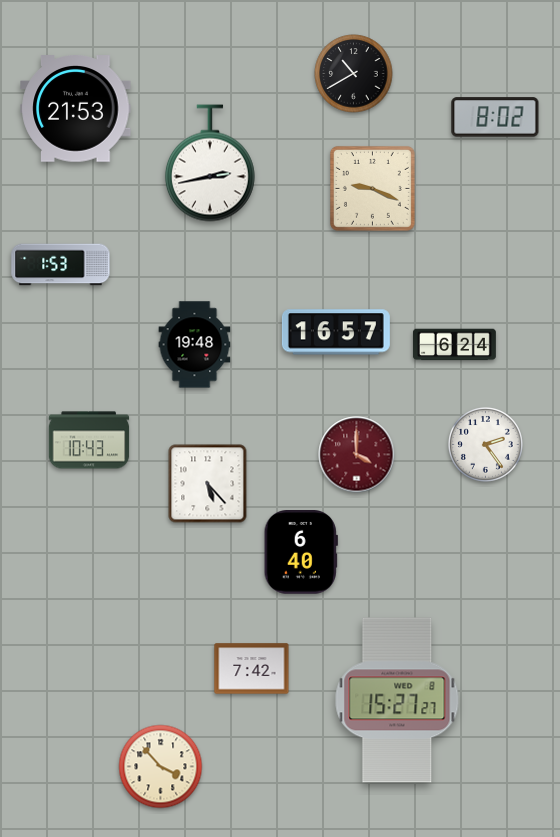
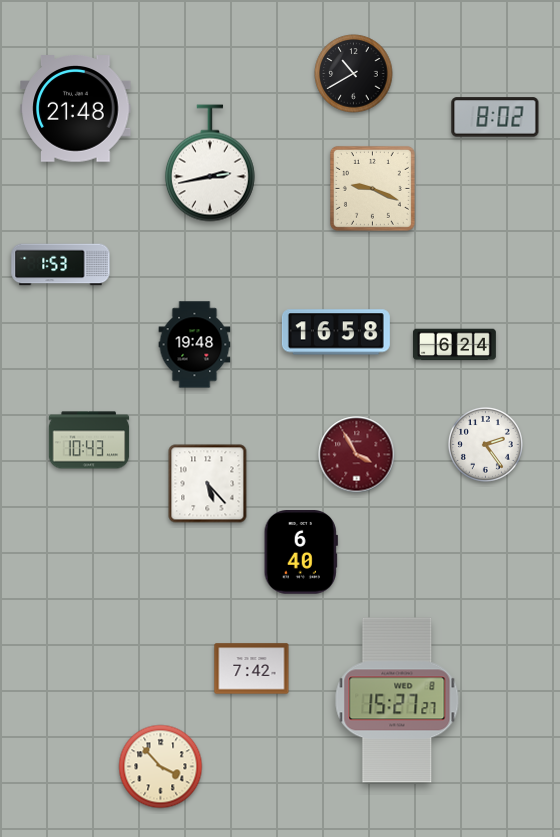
clock at (76, 109): 21:53 -> 21:48
clock at (336, 332): 16:57 -> 16:58
clock at (357, 455): 4:00 -> 3:55
